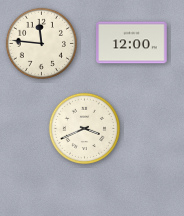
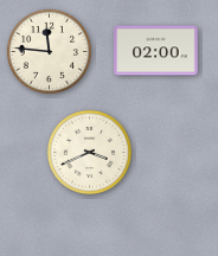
clock at (132, 43): 12:00 -> 02:00
clock at (84, 128) position: (84, 128) -> (89, 152)
